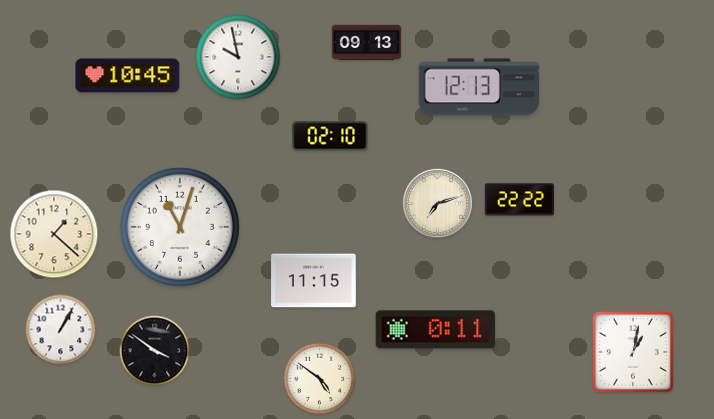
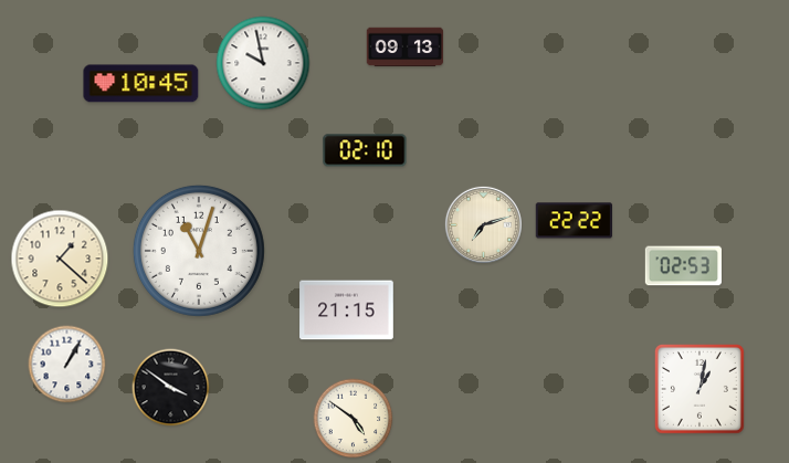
clock at (478, 87): 12:13 -> none
clock at (684, 266): none -> 02:53
clock at (314, 281): 11:15 -> 21:15
clock at (436, 330): 0:11 -> none
